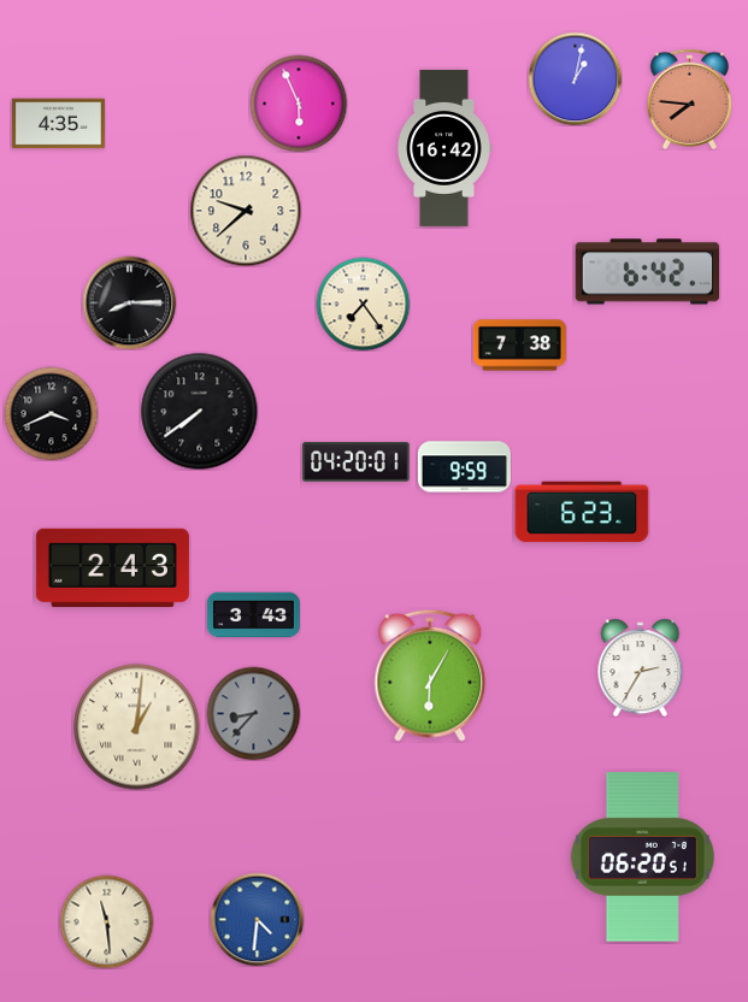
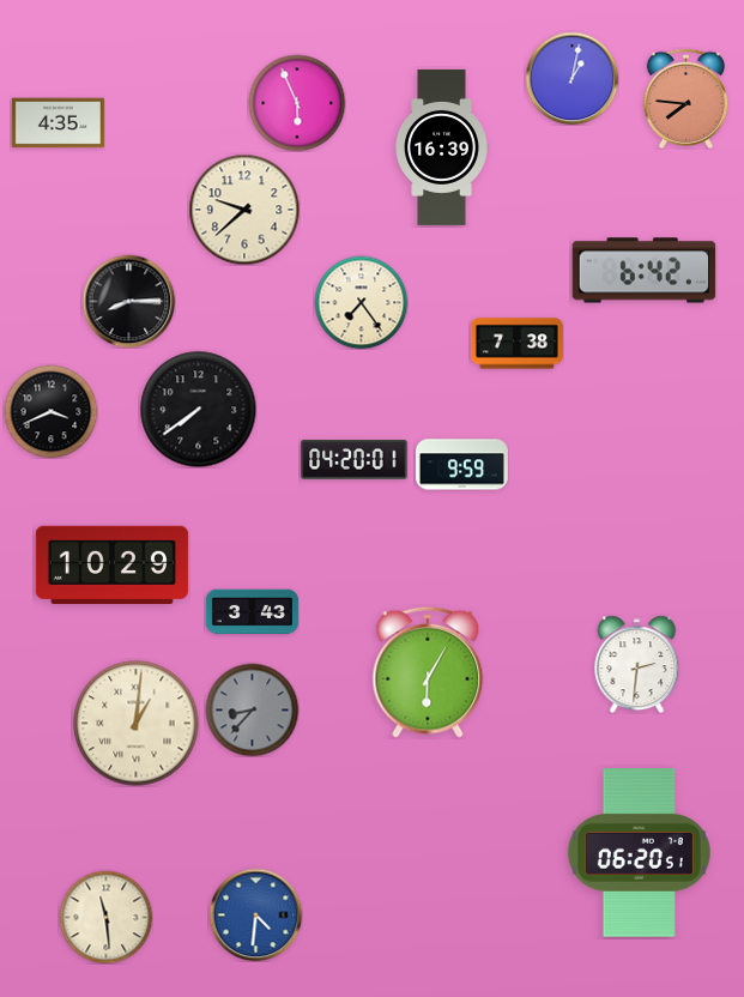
clock at (444, 148): 16:42 -> 16:39
clock at (582, 512): 6:23 -> none
clock at (112, 567): 2:43 -> 10:29
clock at (641, 667): 2:35 -> 2:31
